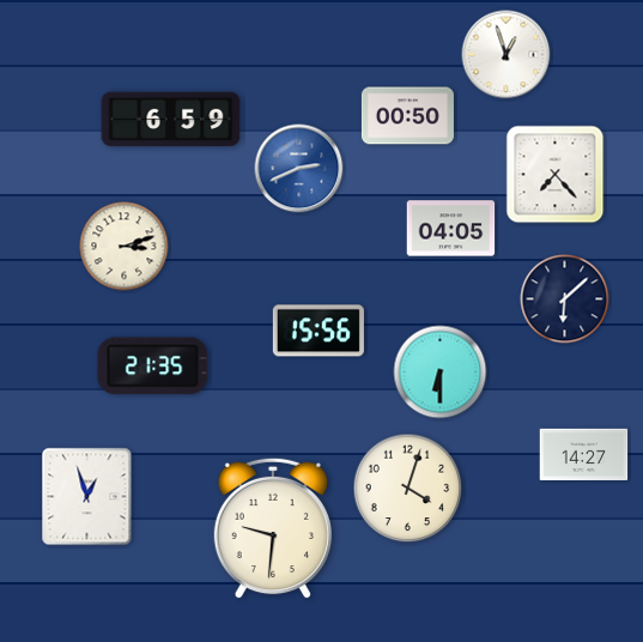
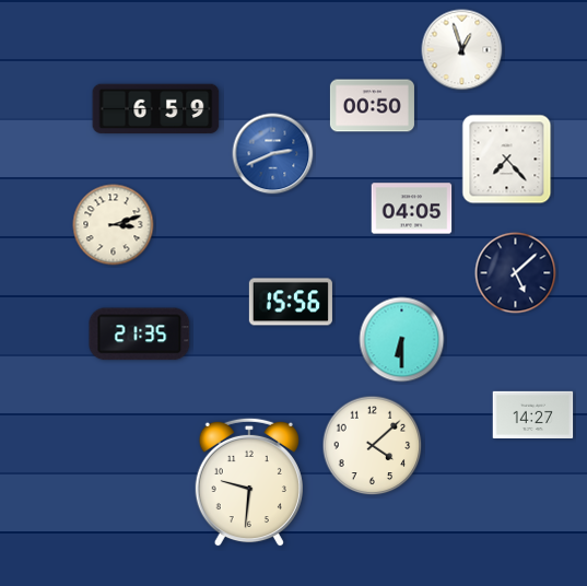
clock at (565, 299): 6:08 -> 5:08
clock at (408, 489): 4:03 -> 4:08
clock at (87, 497): 12:57 -> none
